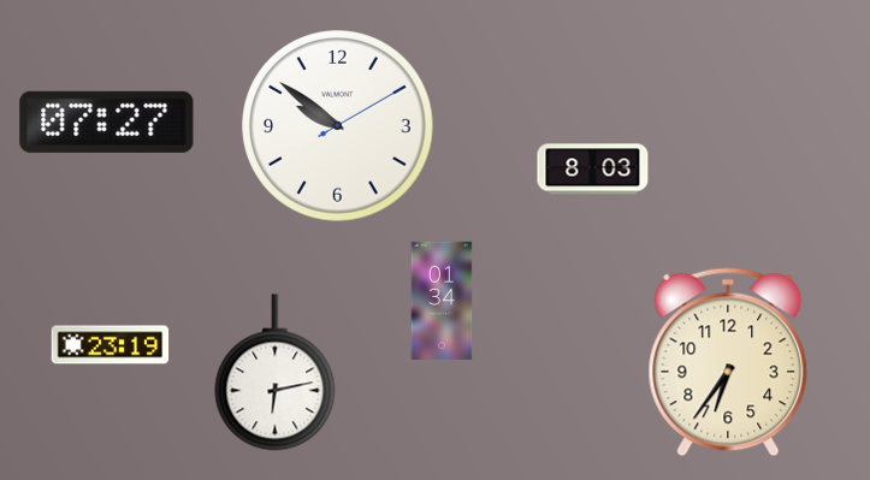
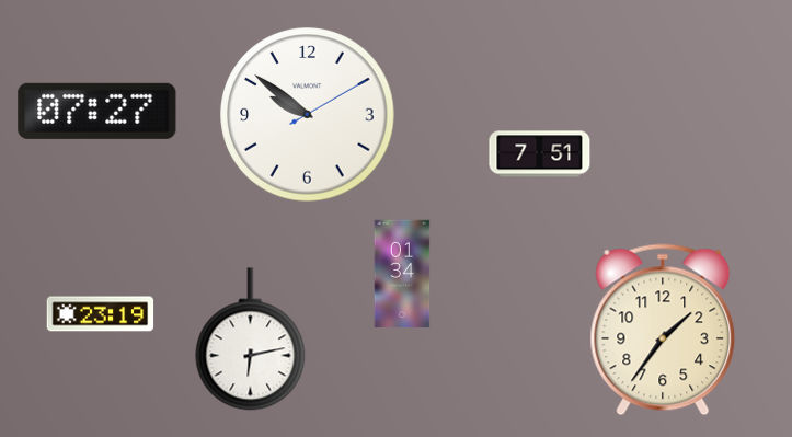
clock at (593, 170): 8:03 -> 7:51
clock at (728, 362): 6:36 -> 1:36
